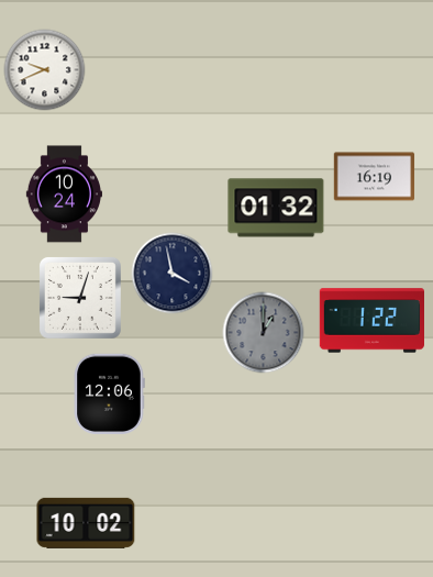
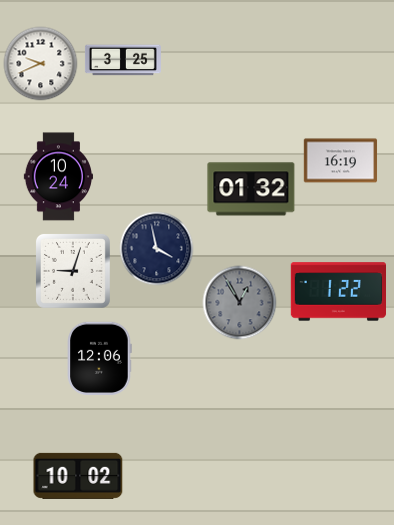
clock at (123, 60): none -> 3:25
clock at (264, 333): 1:00 -> 12:55
